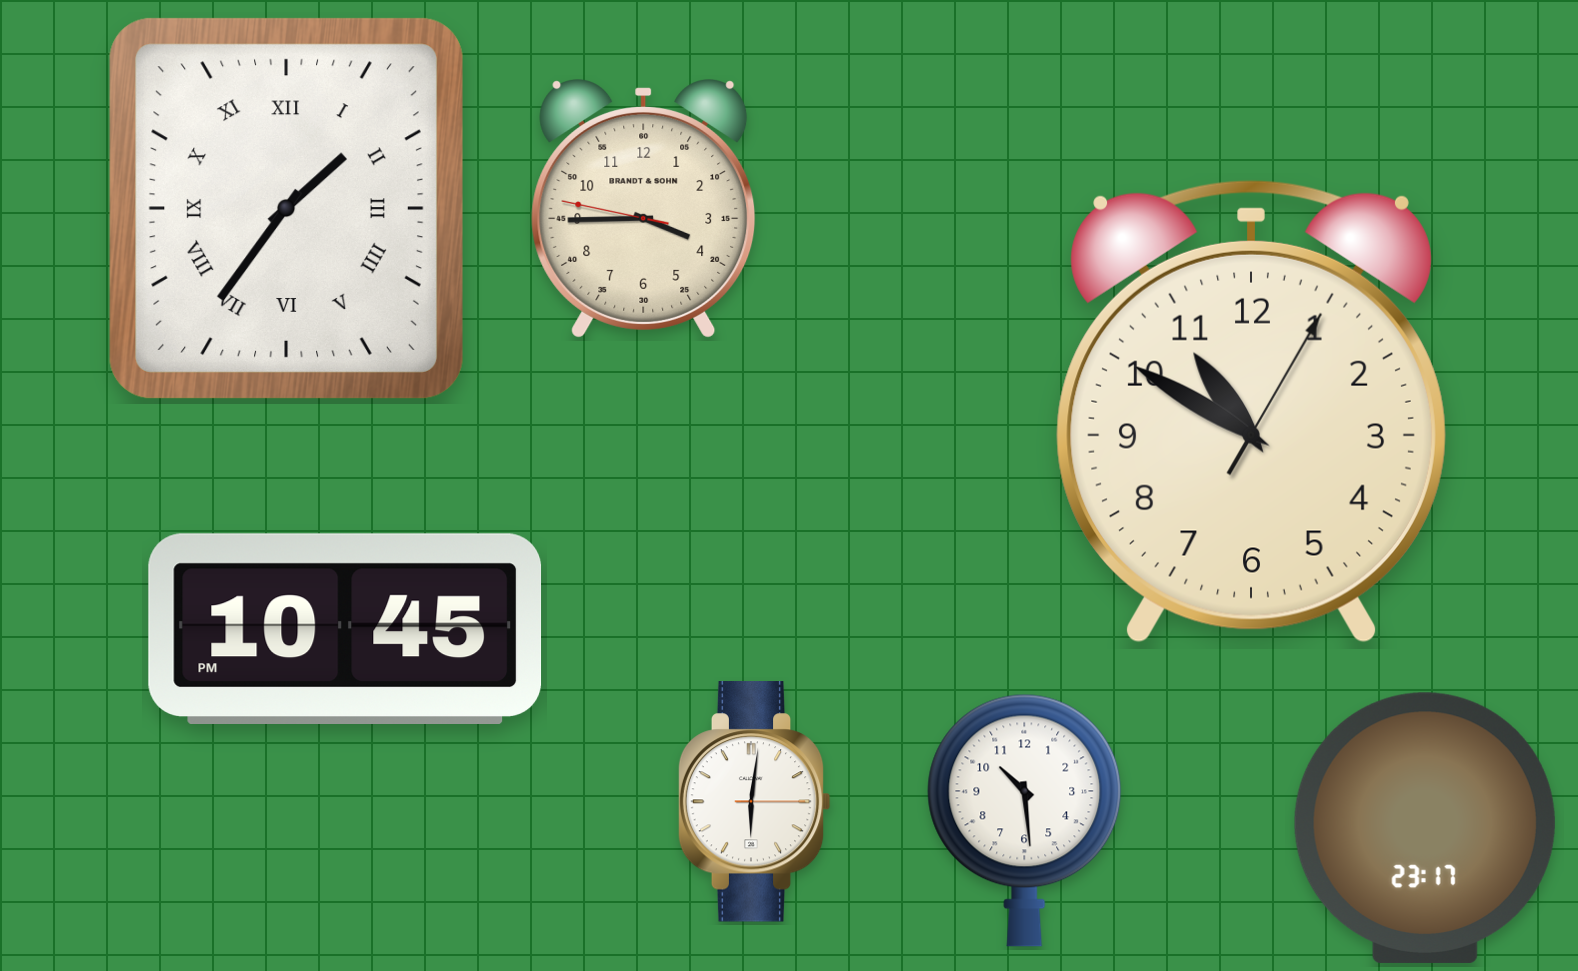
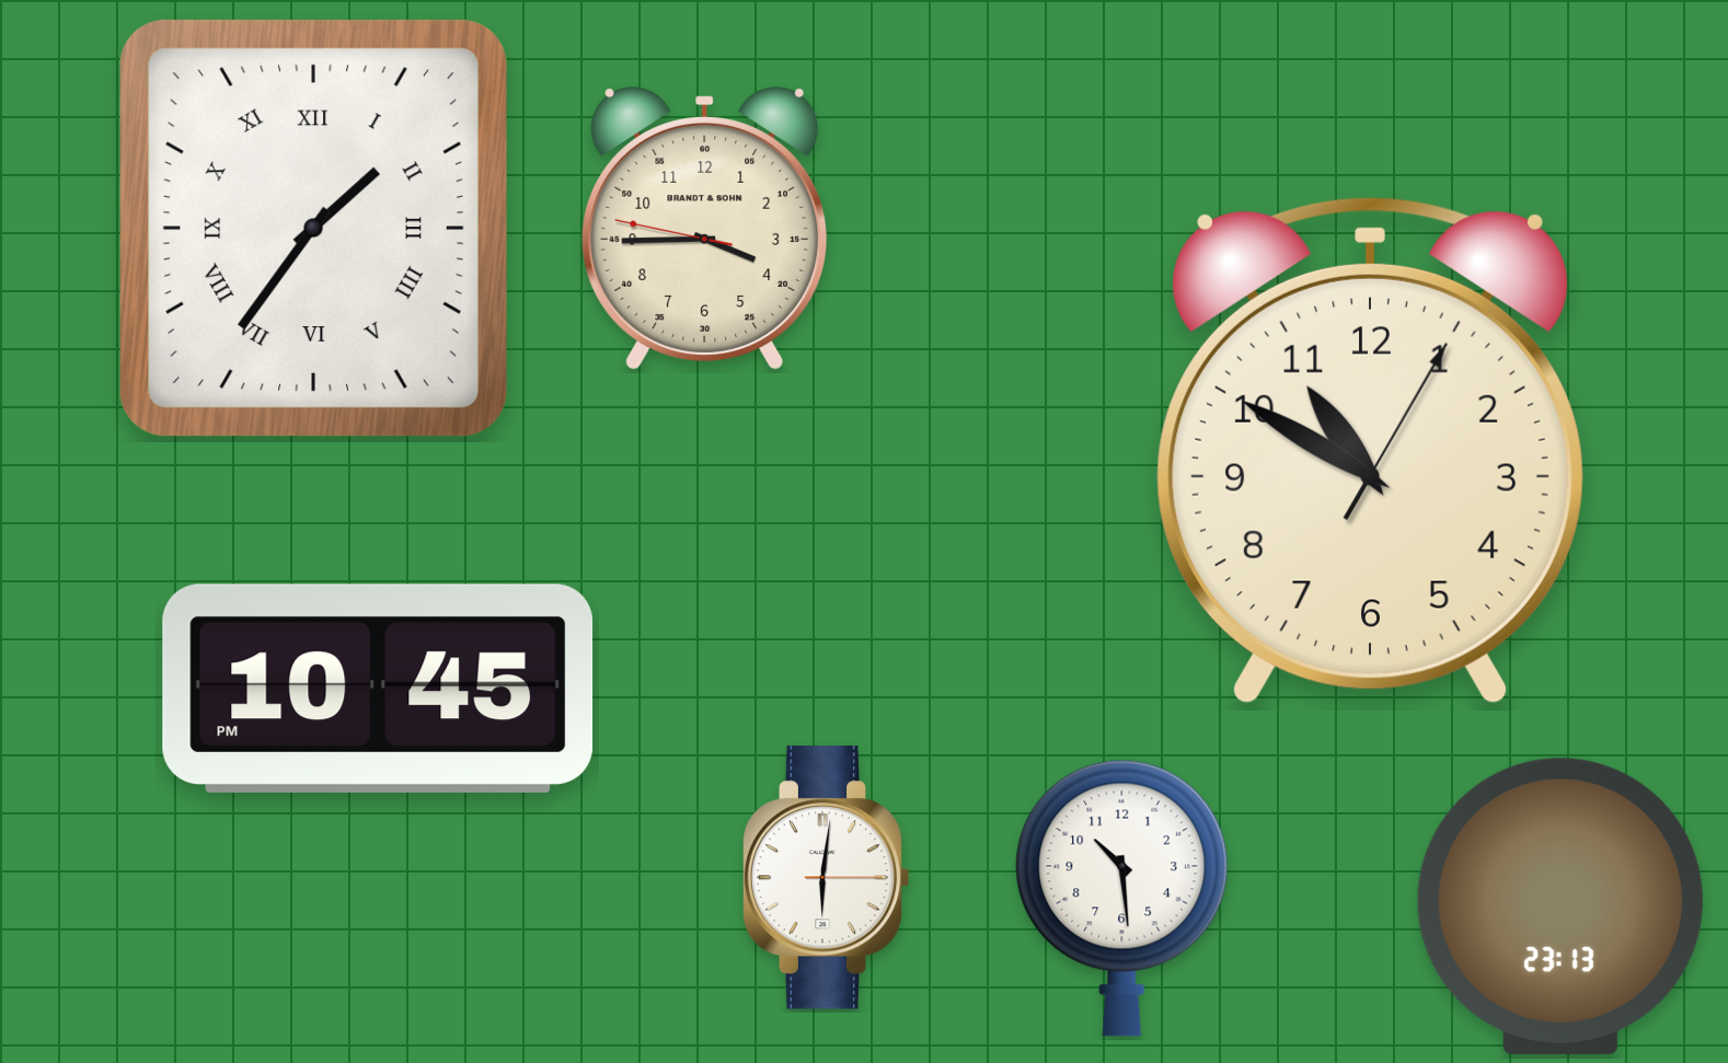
clock at (1425, 828): 23:17 -> 23:13
